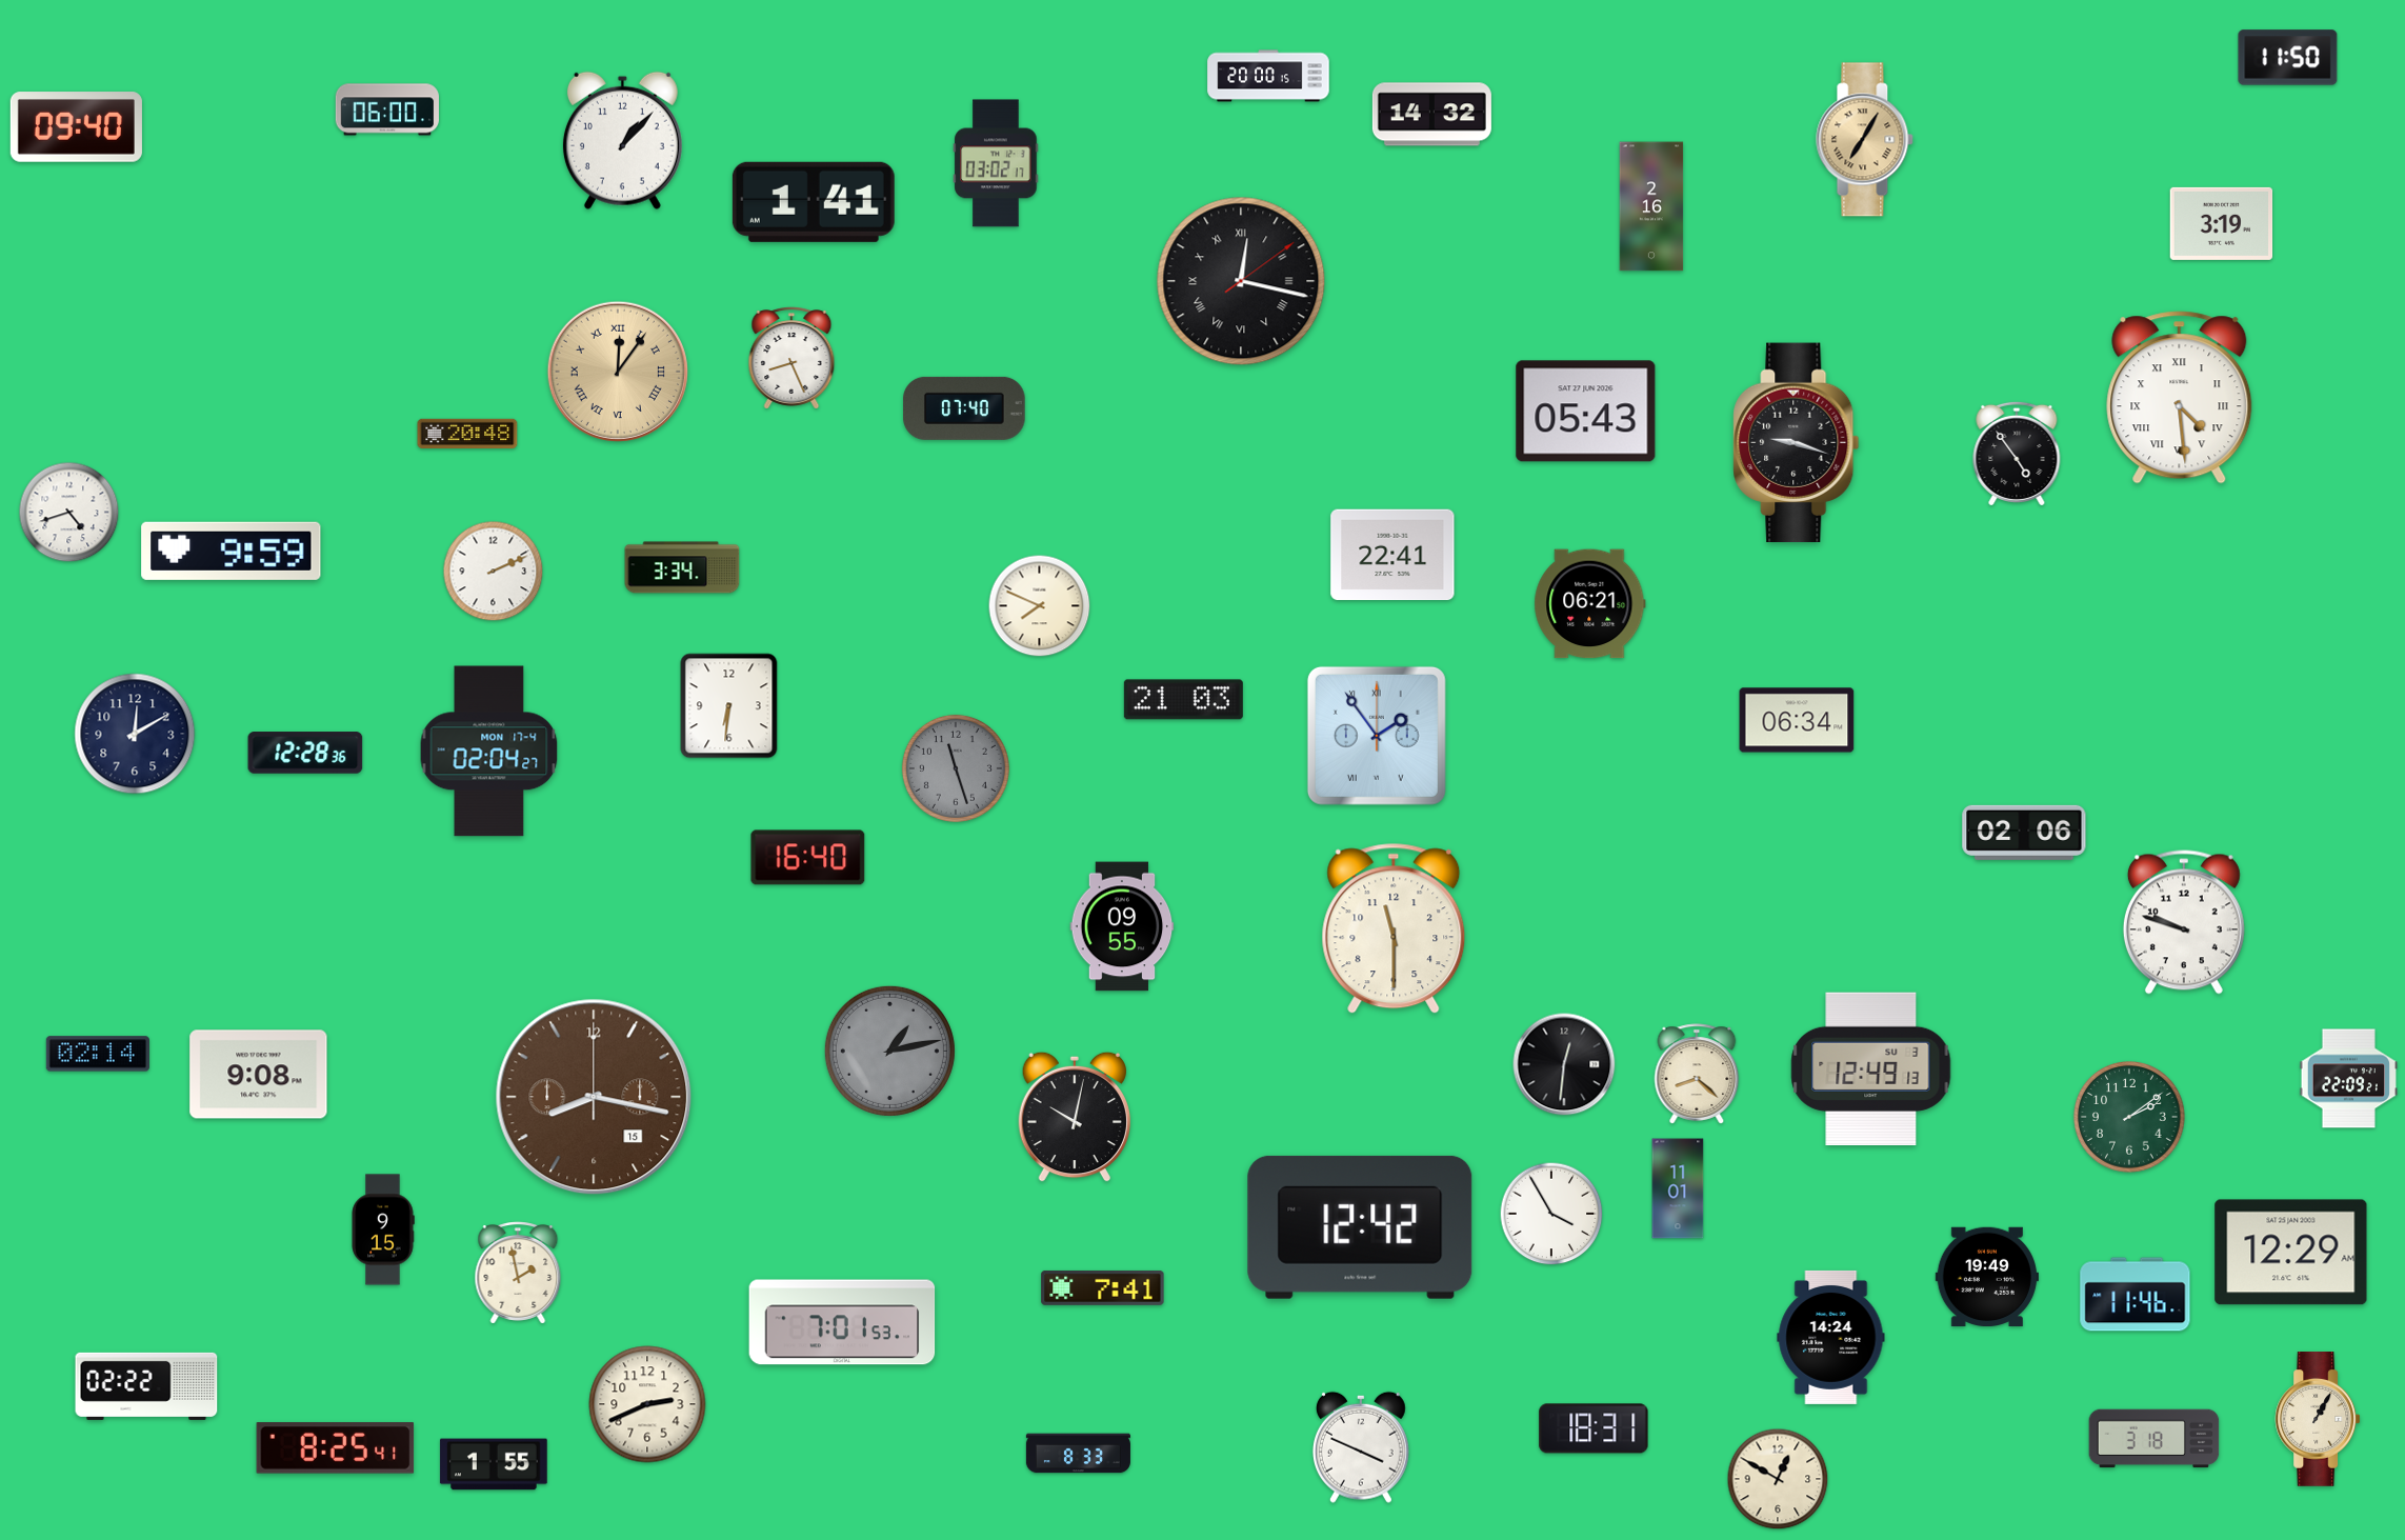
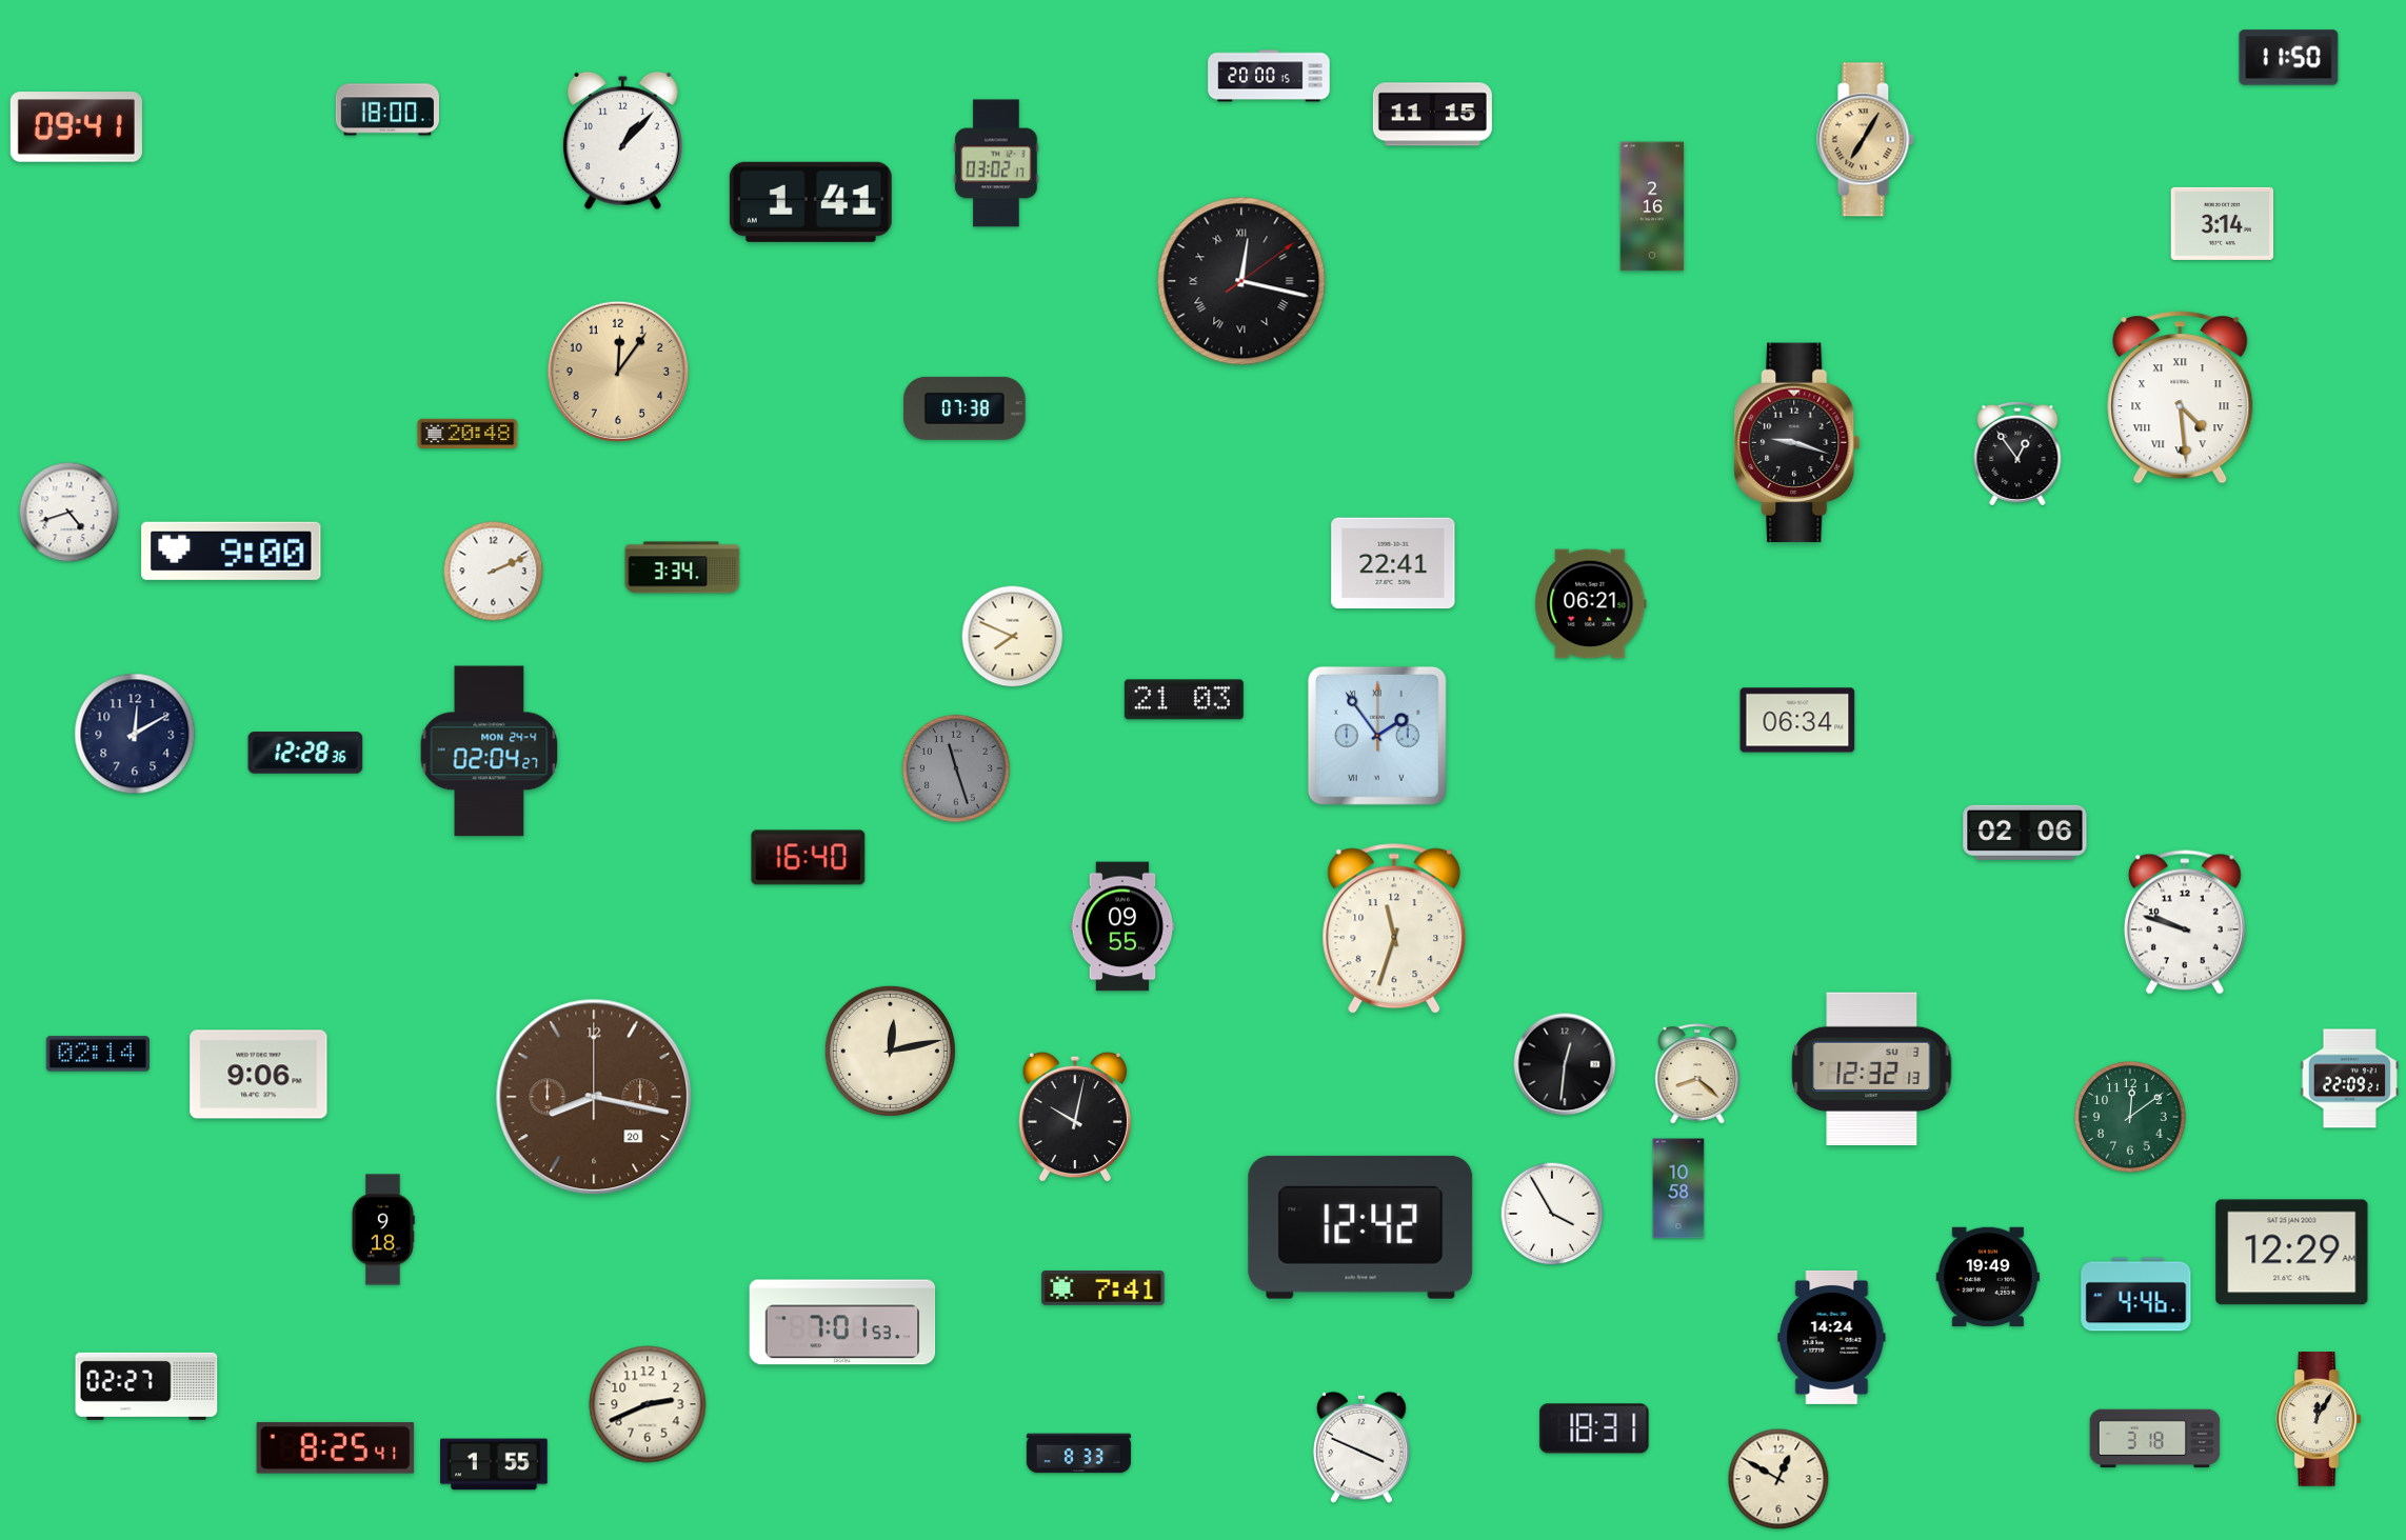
clock at (386, 109): 06:00 -> 18:00
clock at (1431, 115): 14:32 -> 11:15
clock at (76, 127): 09:40 -> 09:41
clock at (814, 202) position: (814, 202) -> (811, 202)
clock at (2222, 223): 3:19 -> 3:14
clock at (791, 358): 8:26 -> none
clock at (618, 372) numerals: Roman -> Arabic
clock at (964, 408): 07:40 -> 07:38
clock at (1586, 412): 05:43 -> none
clock at (2017, 454): 4:54 -> 12:54
clock at (232, 551): 9:59 -> 9:00
clock at (1392, 555) position: (1392, 555) -> (1393, 563)
clock at (1040, 606) position: (1040, 606) -> (1013, 637)
clock at (729, 706): 6:31 -> none
clock at (489, 752) date: MON 17-4 -> MON 24-4
clock at (1394, 928): 11:30 -> 11:33
clock at (889, 1051): 1:13 -> 12:13
clock at (889, 1051) dial: grey -> cream
clock at (1871, 1068): 12:49 -> 12:32
clock at (259, 1075): 9:08 -> 9:06
clock at (594, 1097) date: 15 -> 20
clock at (2129, 1117): 2:09 -> 12:09
clock at (1678, 1188): 11:01 -> 10:58
clock at (383, 1229): 9:15 -> 9:18
clock at (518, 1273): 1:58 -> none
clock at (2136, 1295): 11:46 -> 4:46
clock at (146, 1386): 02:22 -> 02:27
clock at (2318, 1420): 1:05 -> 12:05
